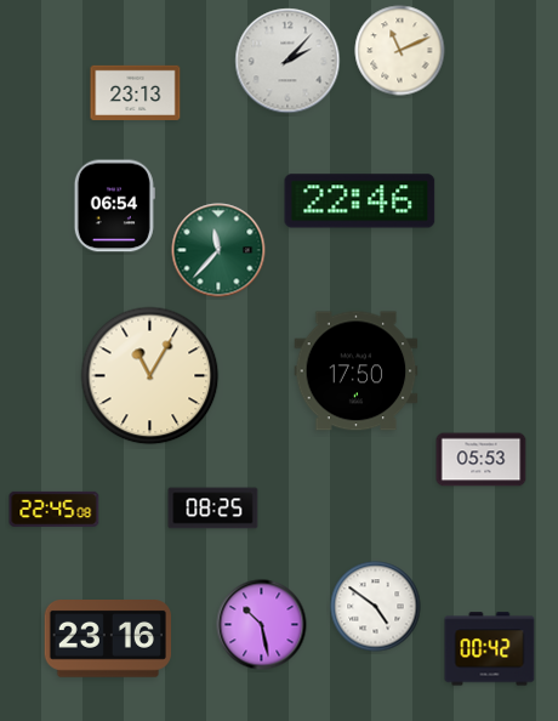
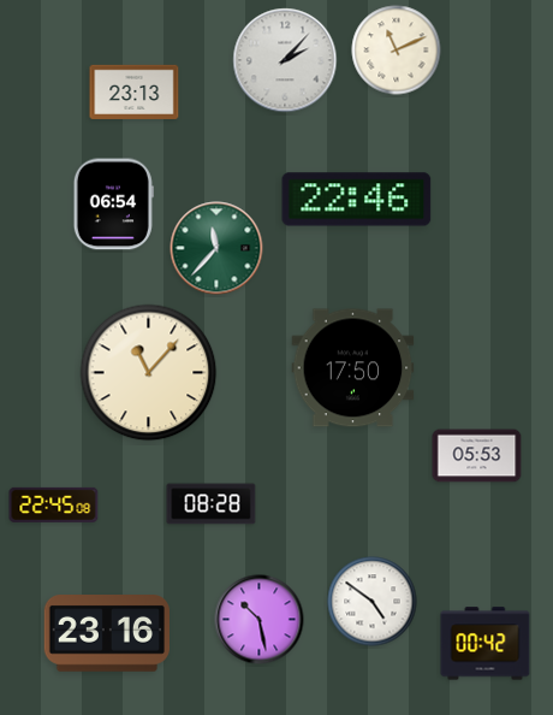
clock at (150, 376): 11:05 -> 11:07
clock at (213, 509): 08:25 -> 08:28
